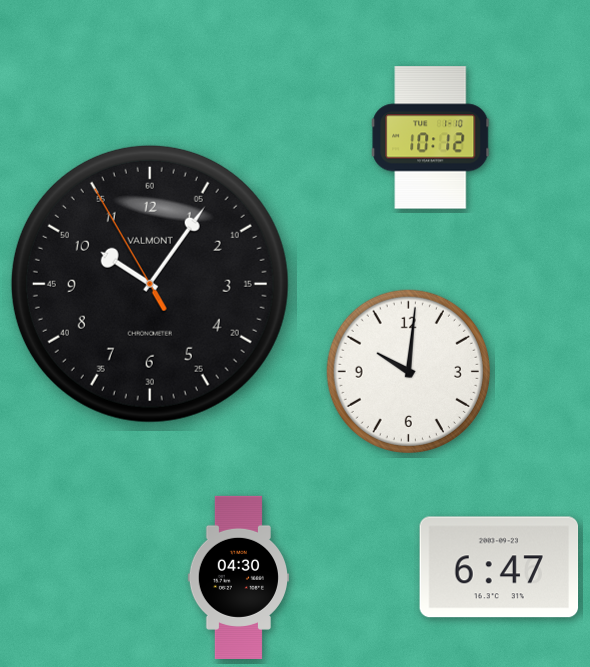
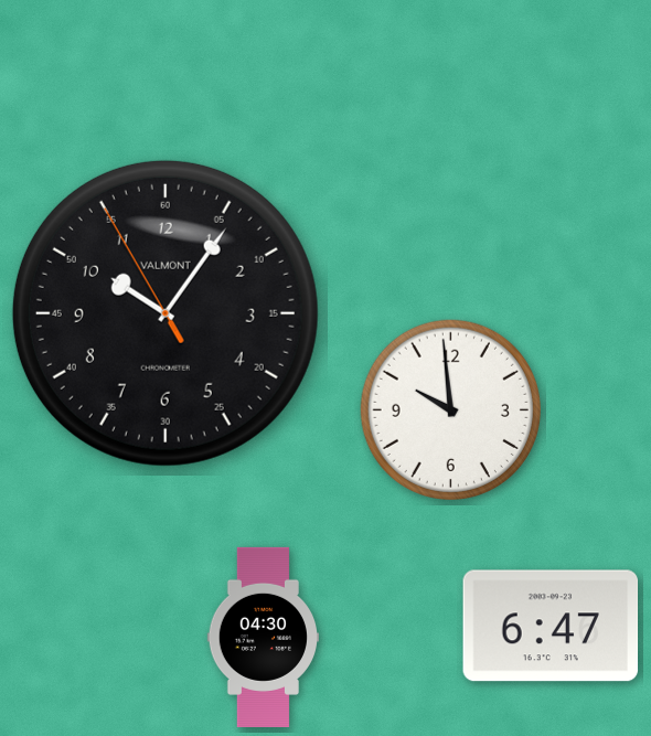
clock at (431, 138): 10:12 -> none
clock at (408, 371): 10:01 -> 9:59
